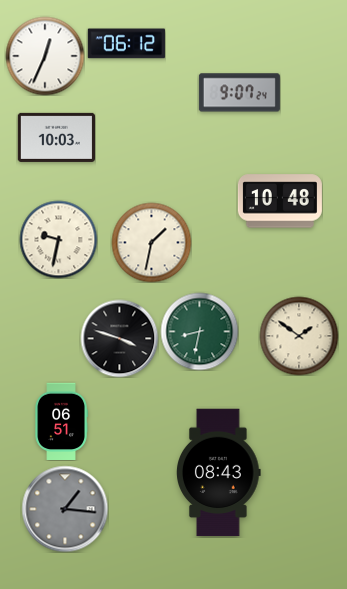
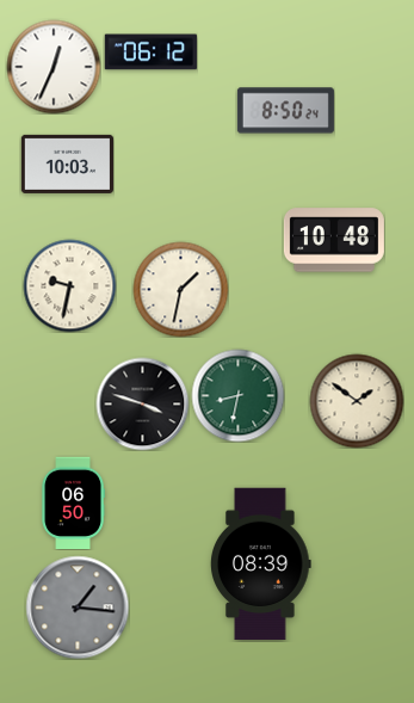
clock at (239, 93): 9:07 -> 8:50
clock at (61, 421): 06:51 -> 06:50
clock at (219, 473): 08:43 -> 08:39
